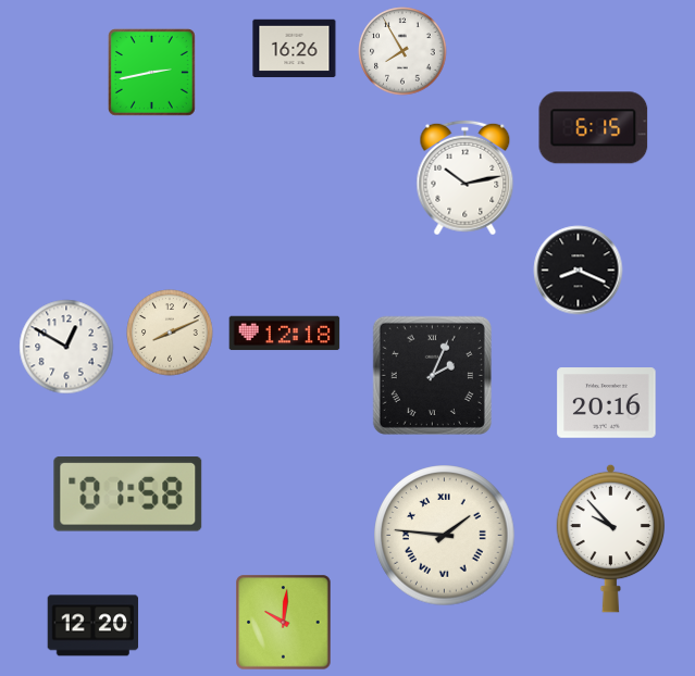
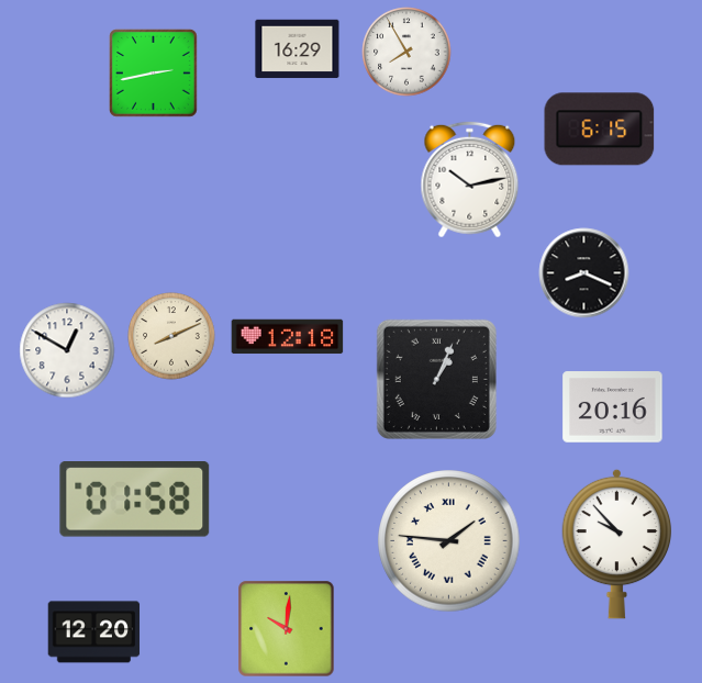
clock at (295, 49): 16:26 -> 16:29
clock at (432, 375): 2:04 -> 1:04
clock at (128, 495) position: (128, 495) -> (135, 500)
